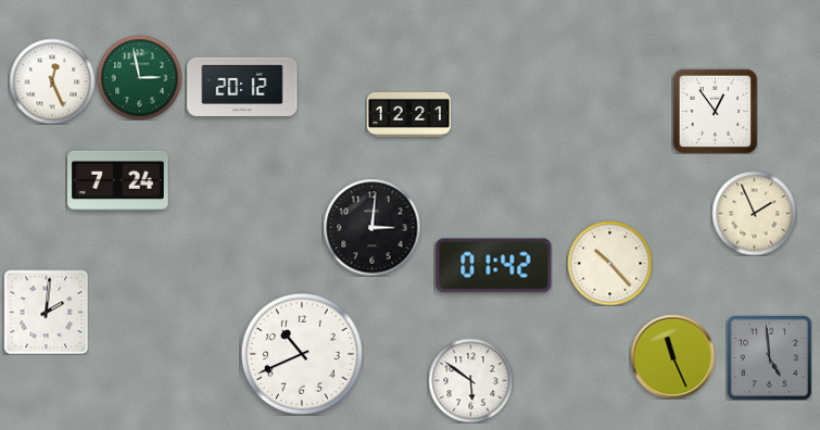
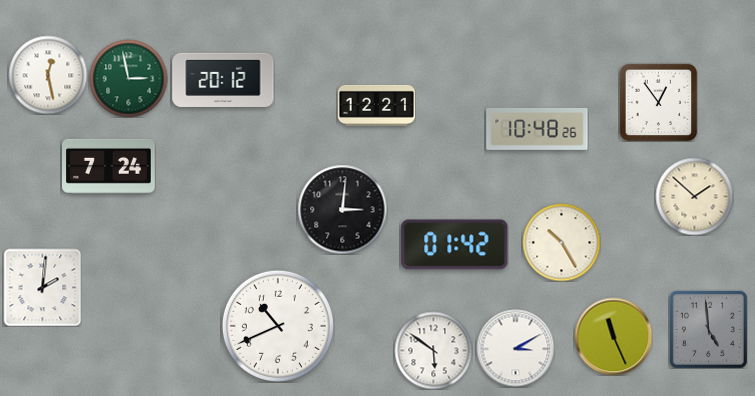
clock at (139, 77) position: (139, 77) -> (128, 78)
clock at (52, 81): 12:26 -> 12:28
clock at (537, 129): none -> 10:48
clock at (754, 213): 1:56 -> 1:52
clock at (609, 263): 10:23 -> 10:25
clock at (672, 356) position: (672, 356) -> (613, 336)
clock at (515, 348): none -> 3:10
